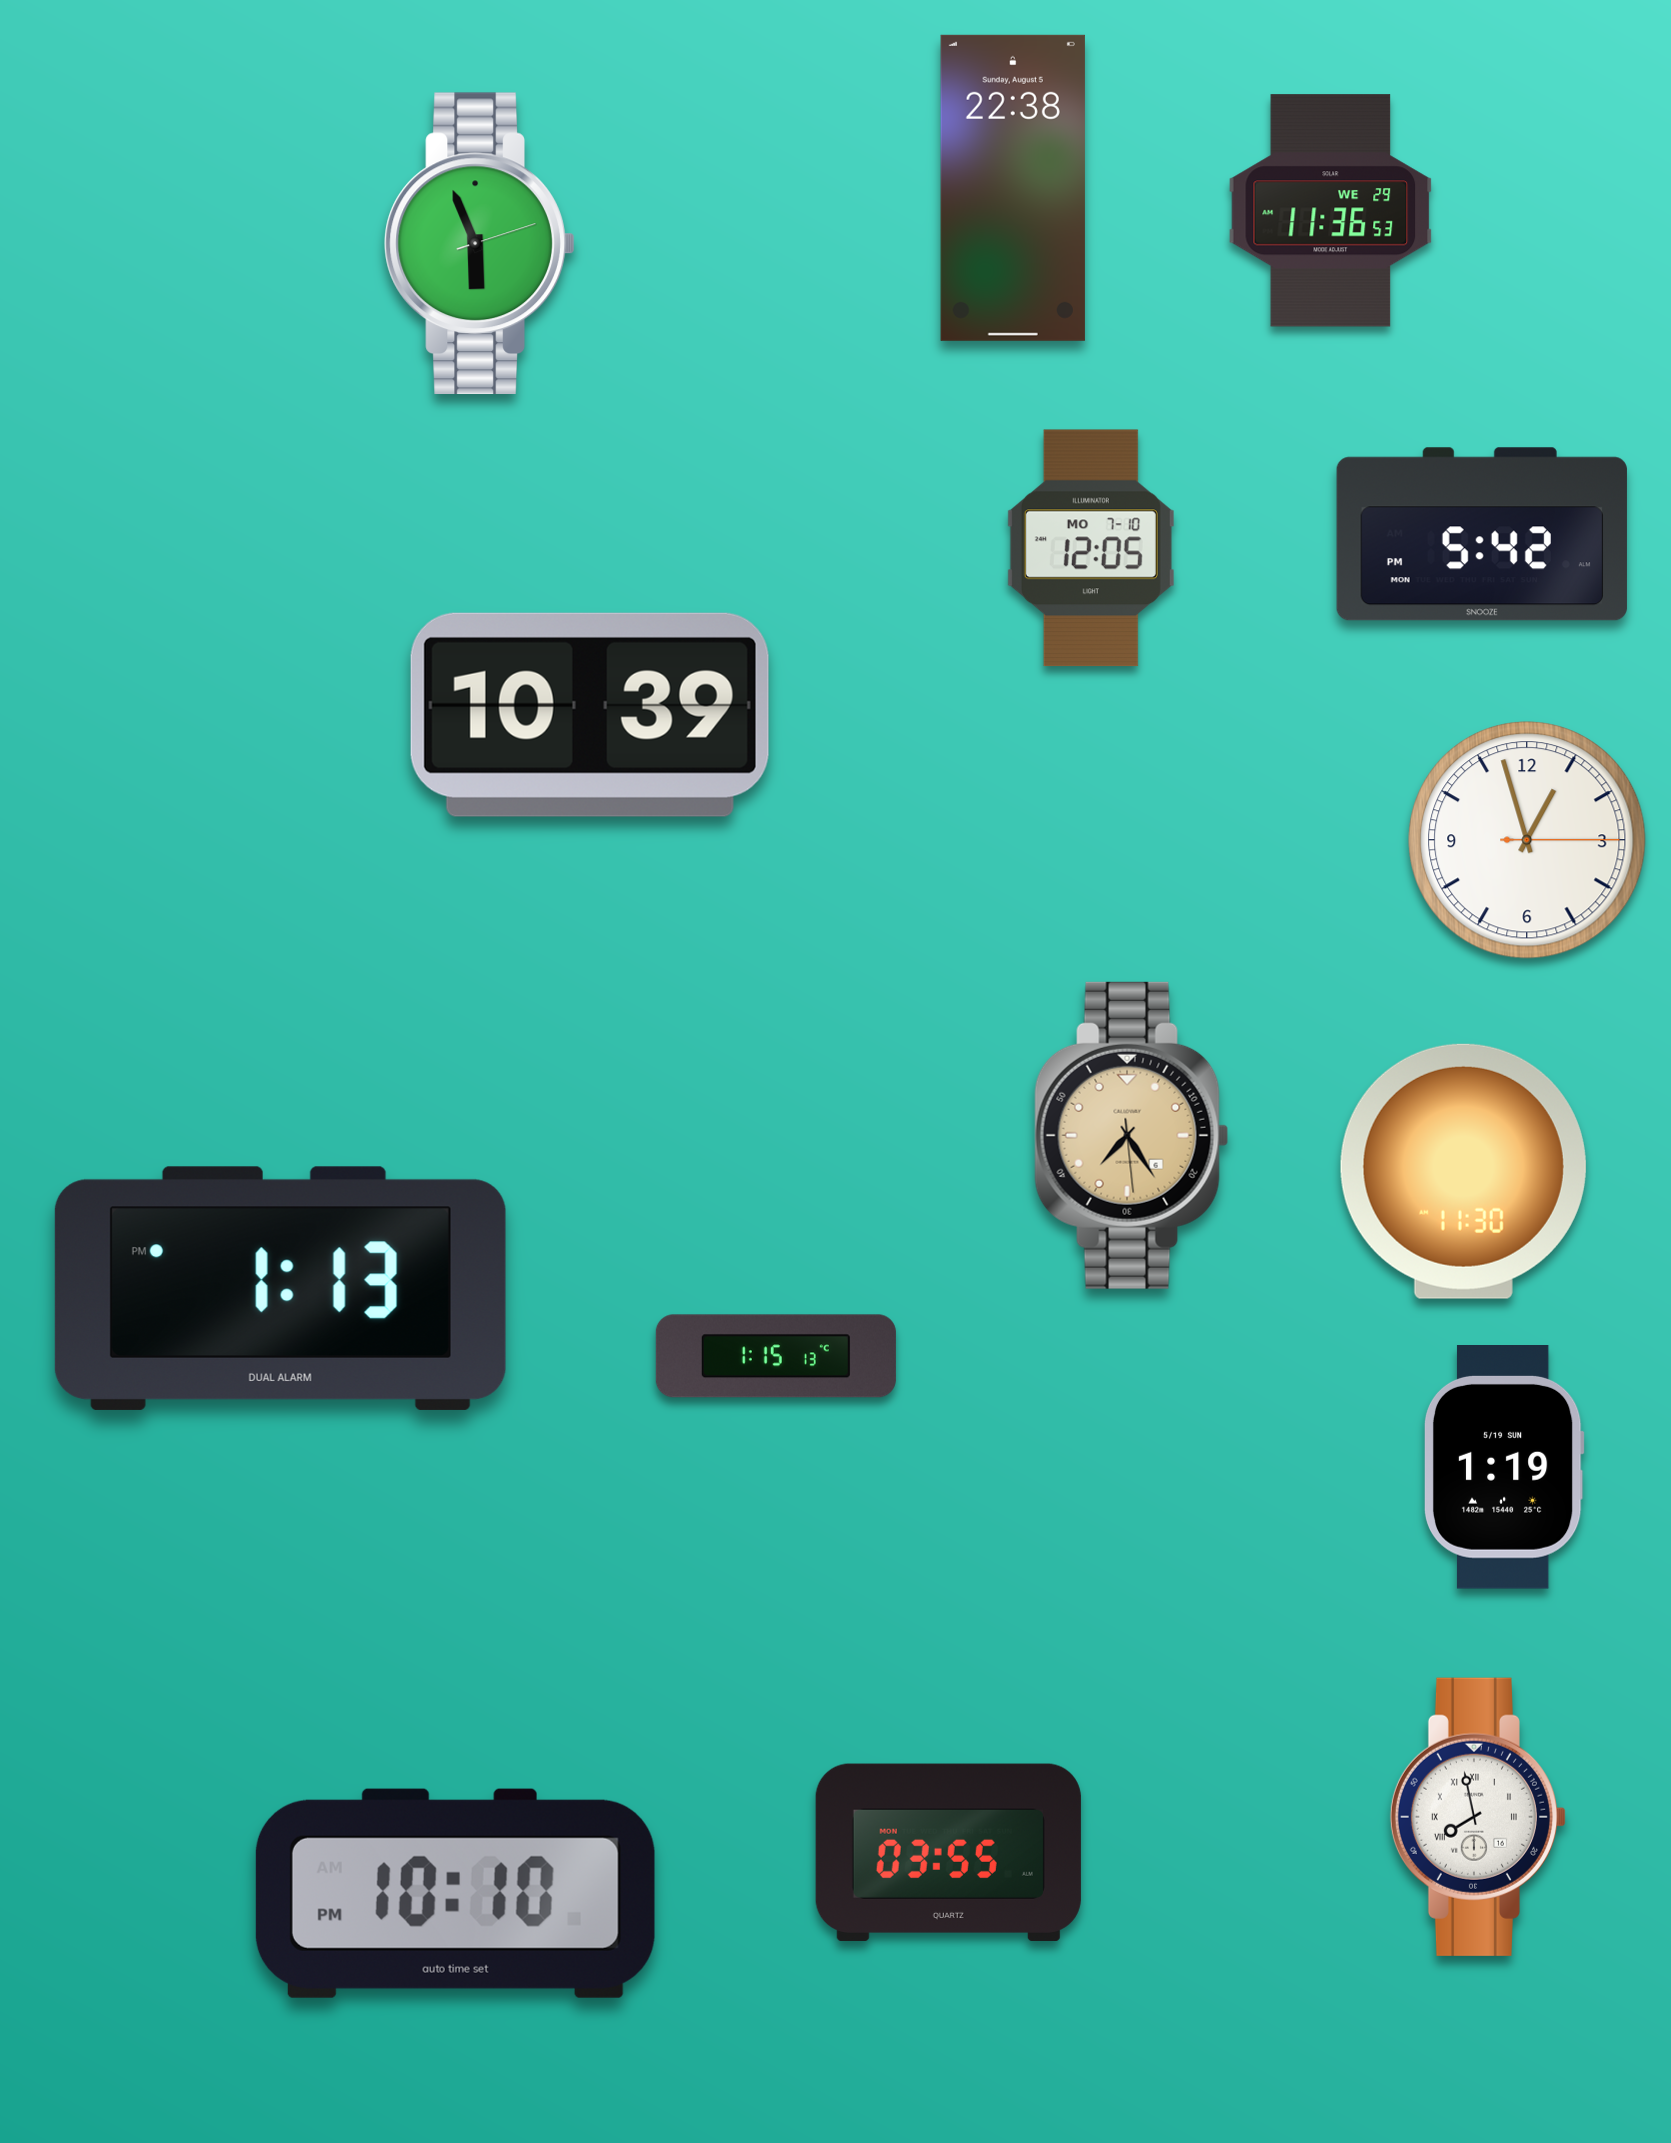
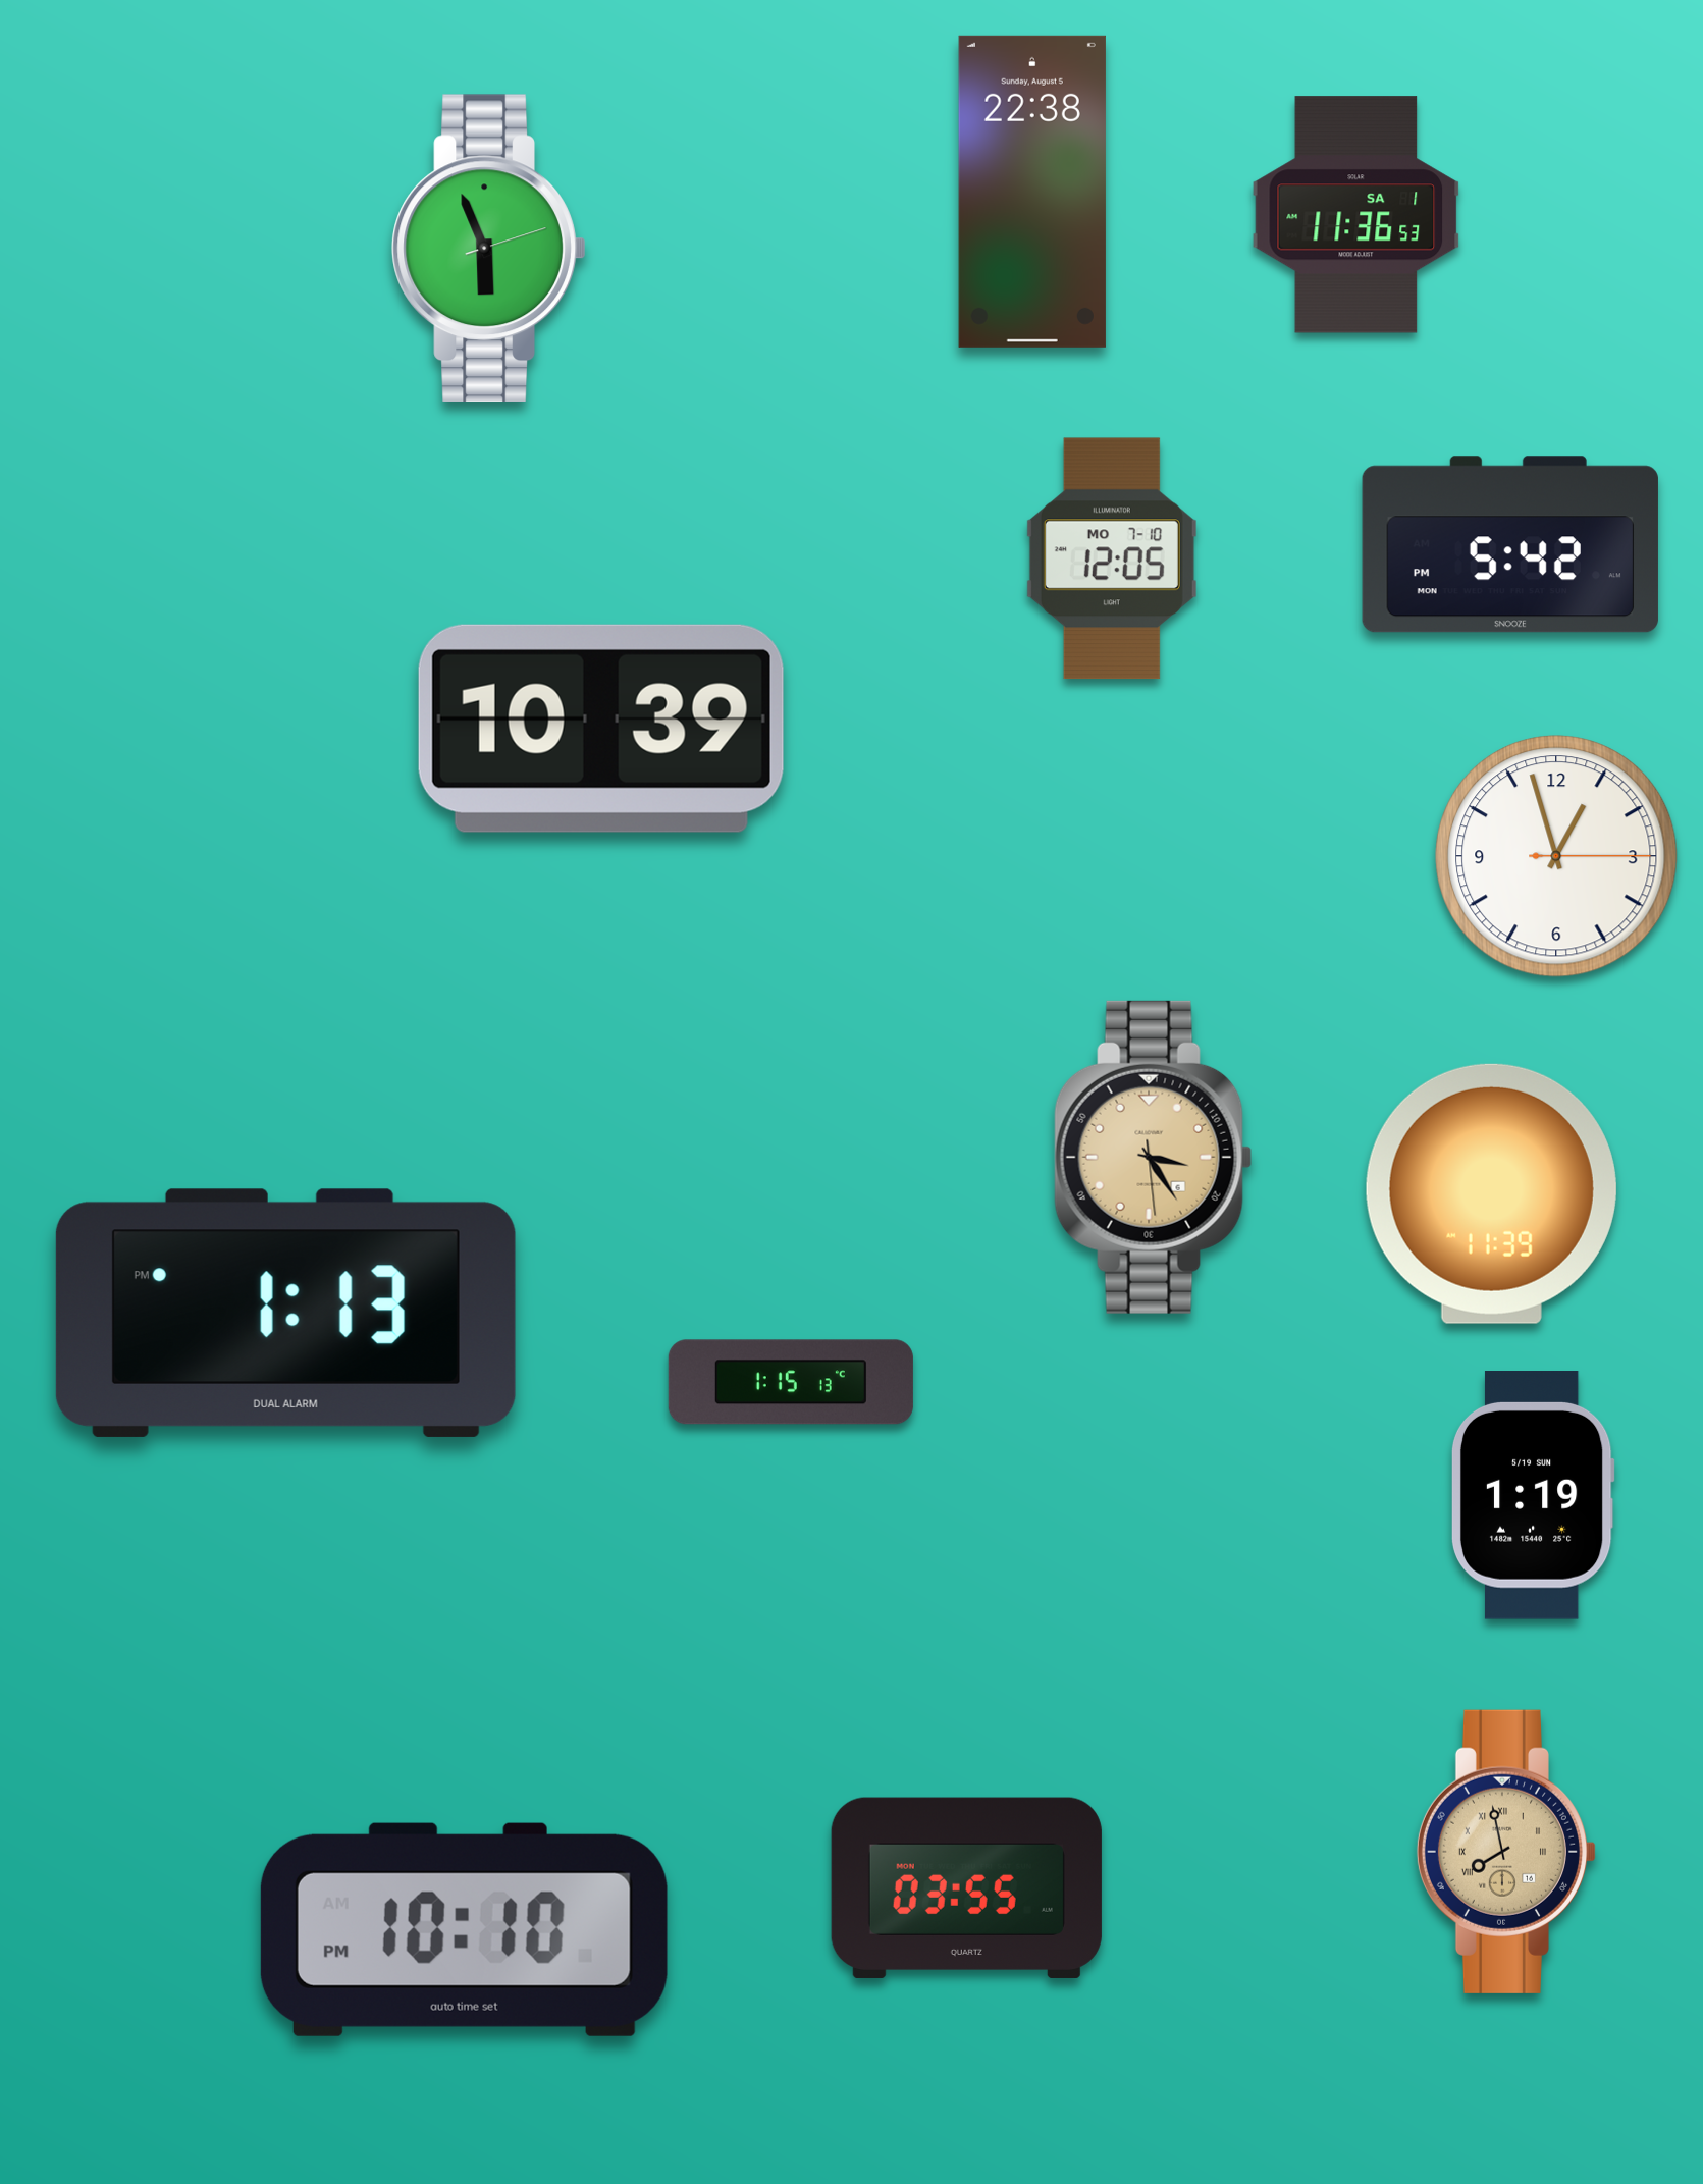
clock at (1331, 211) date: WE 29 -> SA 1
clock at (1132, 1135): 7:24 -> 3:24
clock at (1463, 1171): 11:30 -> 11:39
clock at (1477, 1817) dial: white -> champagne
